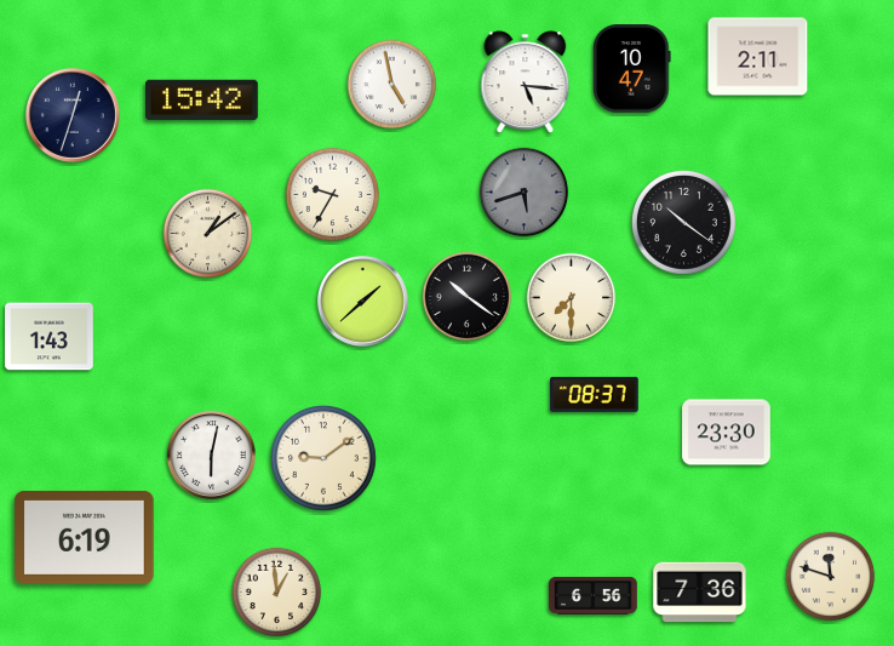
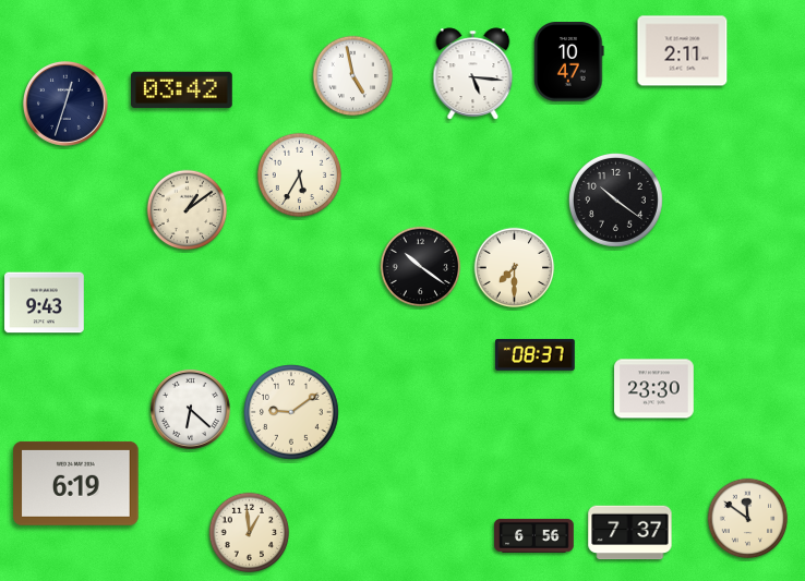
clock at (202, 101): 15:42 -> 03:42
clock at (525, 193): 5:42 -> none
clock at (332, 194): 9:35 -> 5:35
clock at (362, 301): 1:38 -> none
clock at (50, 337): 1:43 -> 9:43
clock at (211, 455): 6:02 -> 6:22
clock at (831, 577): 11:48 -> 11:51
clock at (700, 593): 7:36 -> 7:37
